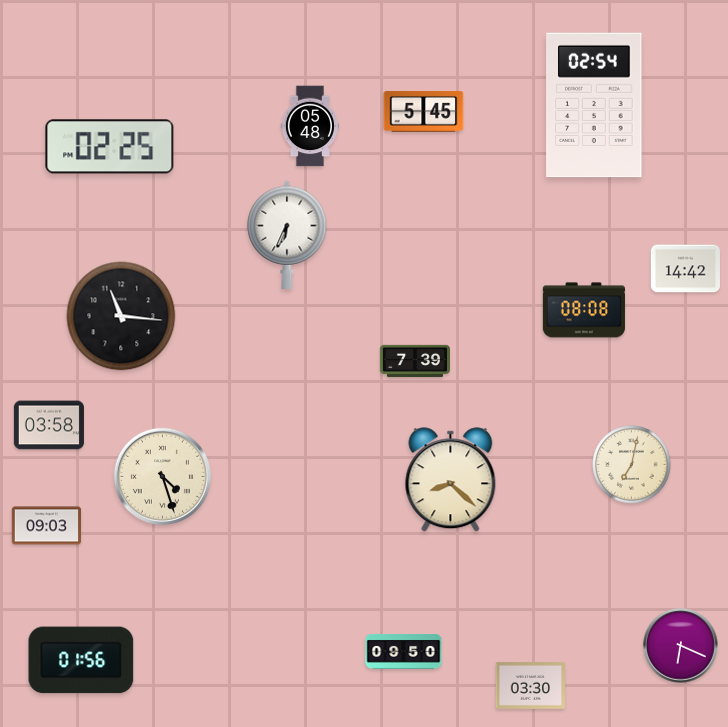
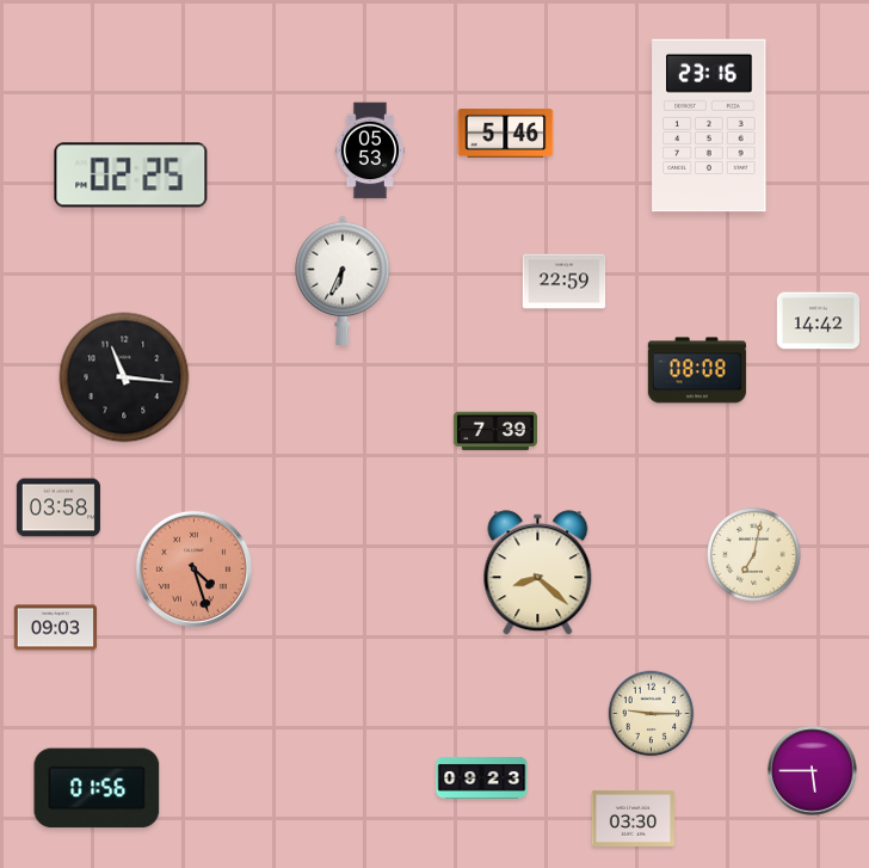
clock at (594, 105): 02:54 -> 23:16
clock at (424, 112): 5:45 -> 5:46
clock at (310, 126): 05:48 -> 05:53
clock at (565, 282): none -> 22:59
clock at (121, 316) position: (121, 316) -> (124, 377)
clock at (162, 476) dial: cream -> salmon
clock at (652, 714): none -> 9:15
clock at (681, 646): 6:19 -> 5:45
clock at (404, 652): 09:50 -> 09:23
